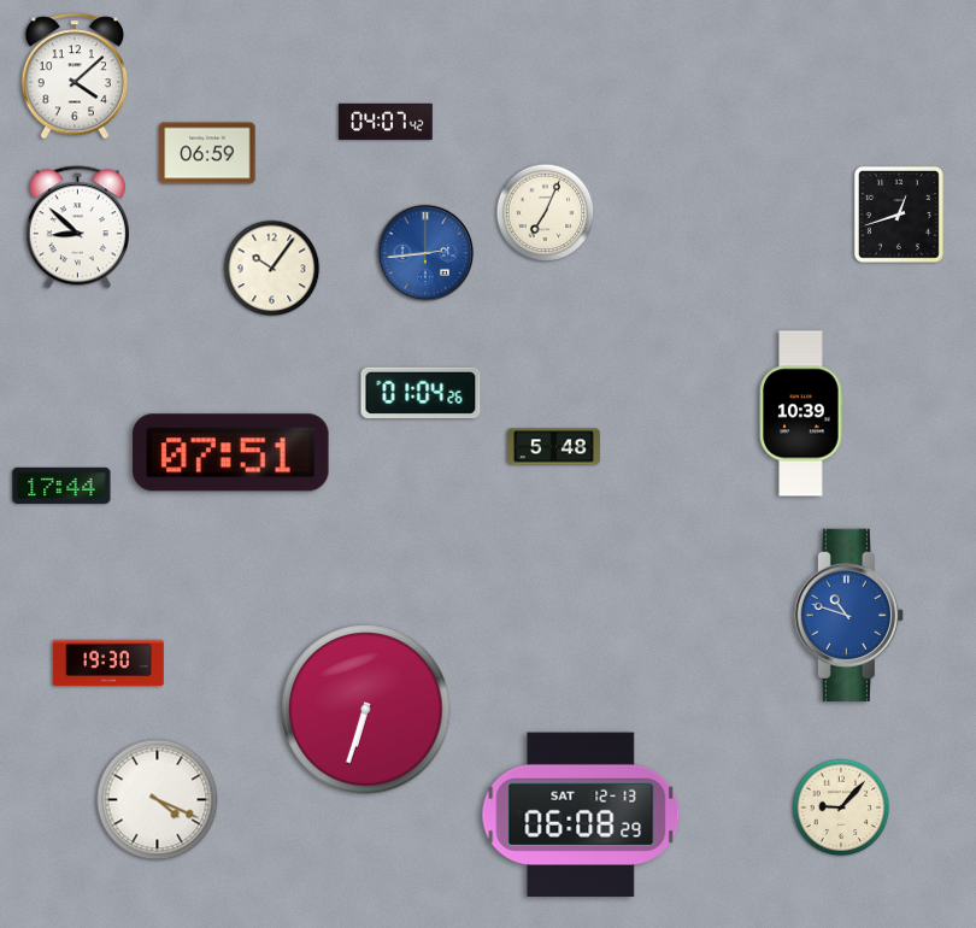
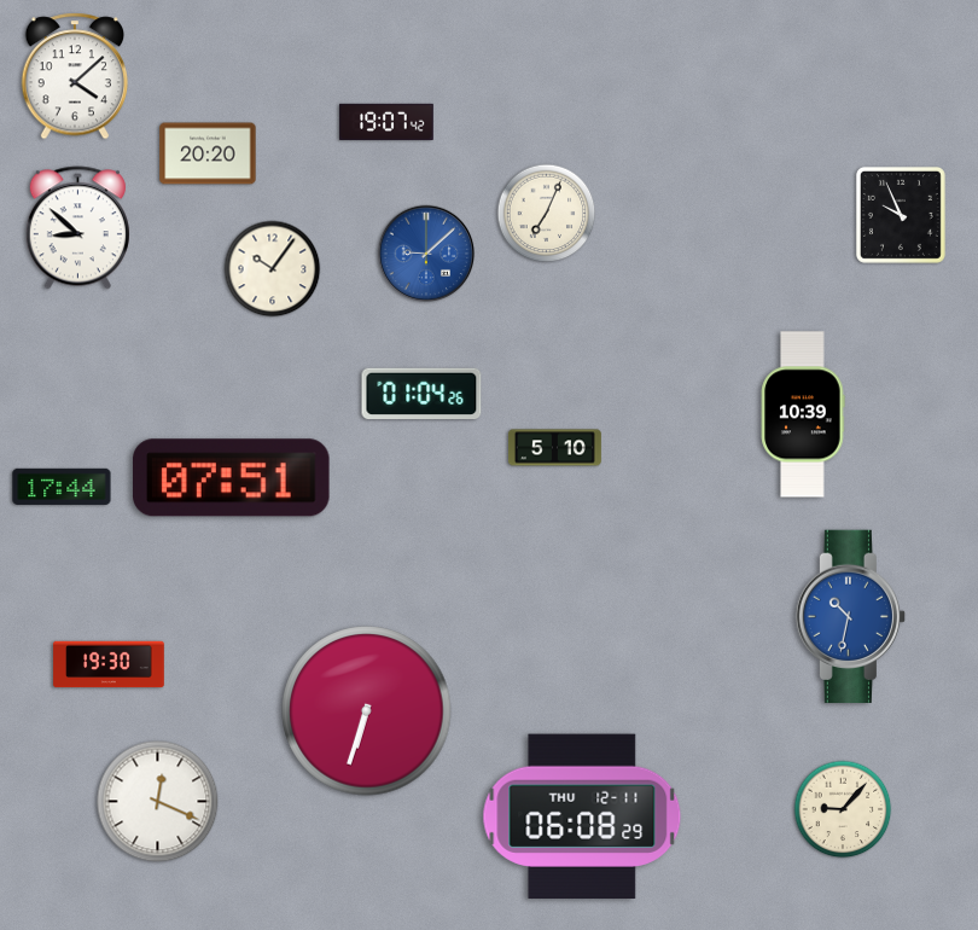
clock at (386, 121): 04:07 -> 19:07
clock at (207, 153): 06:59 -> 20:20
clock at (899, 215): 12:42 -> 9:56
clock at (425, 253): 2:44 -> 9:08
clock at (553, 447): 5:48 -> 5:10
clock at (231, 453) position: (231, 453) -> (232, 478)
clock at (848, 616): 10:48 -> 10:32
clock at (158, 800): 4:19 -> 12:19
clock at (581, 814) date: SAT 12-13 -> THU 12-11
